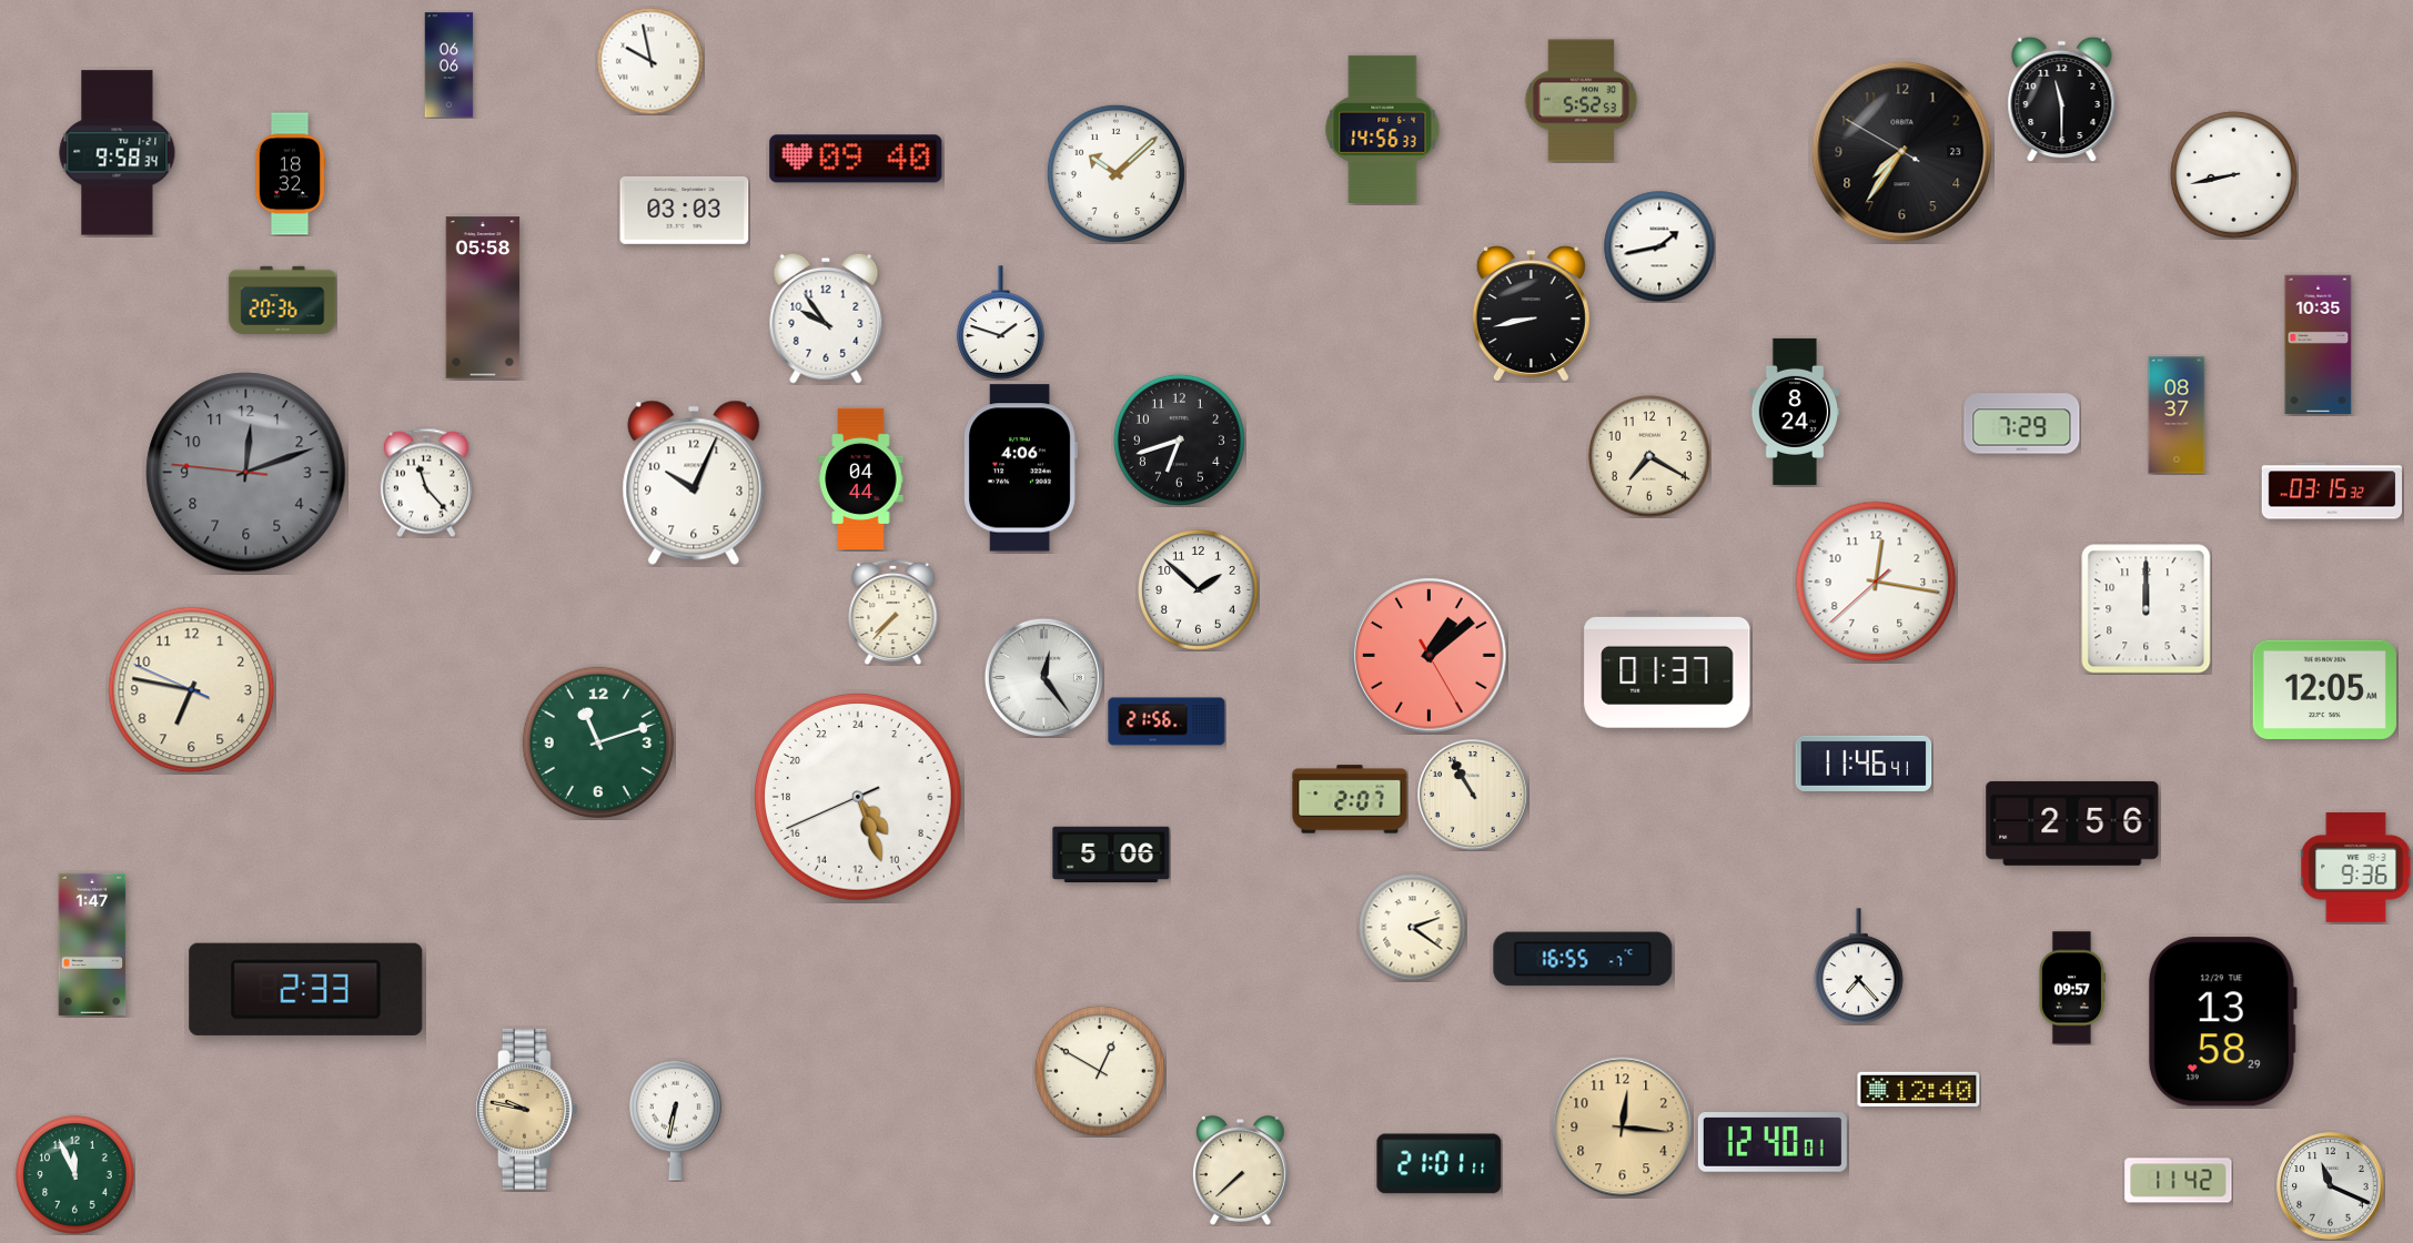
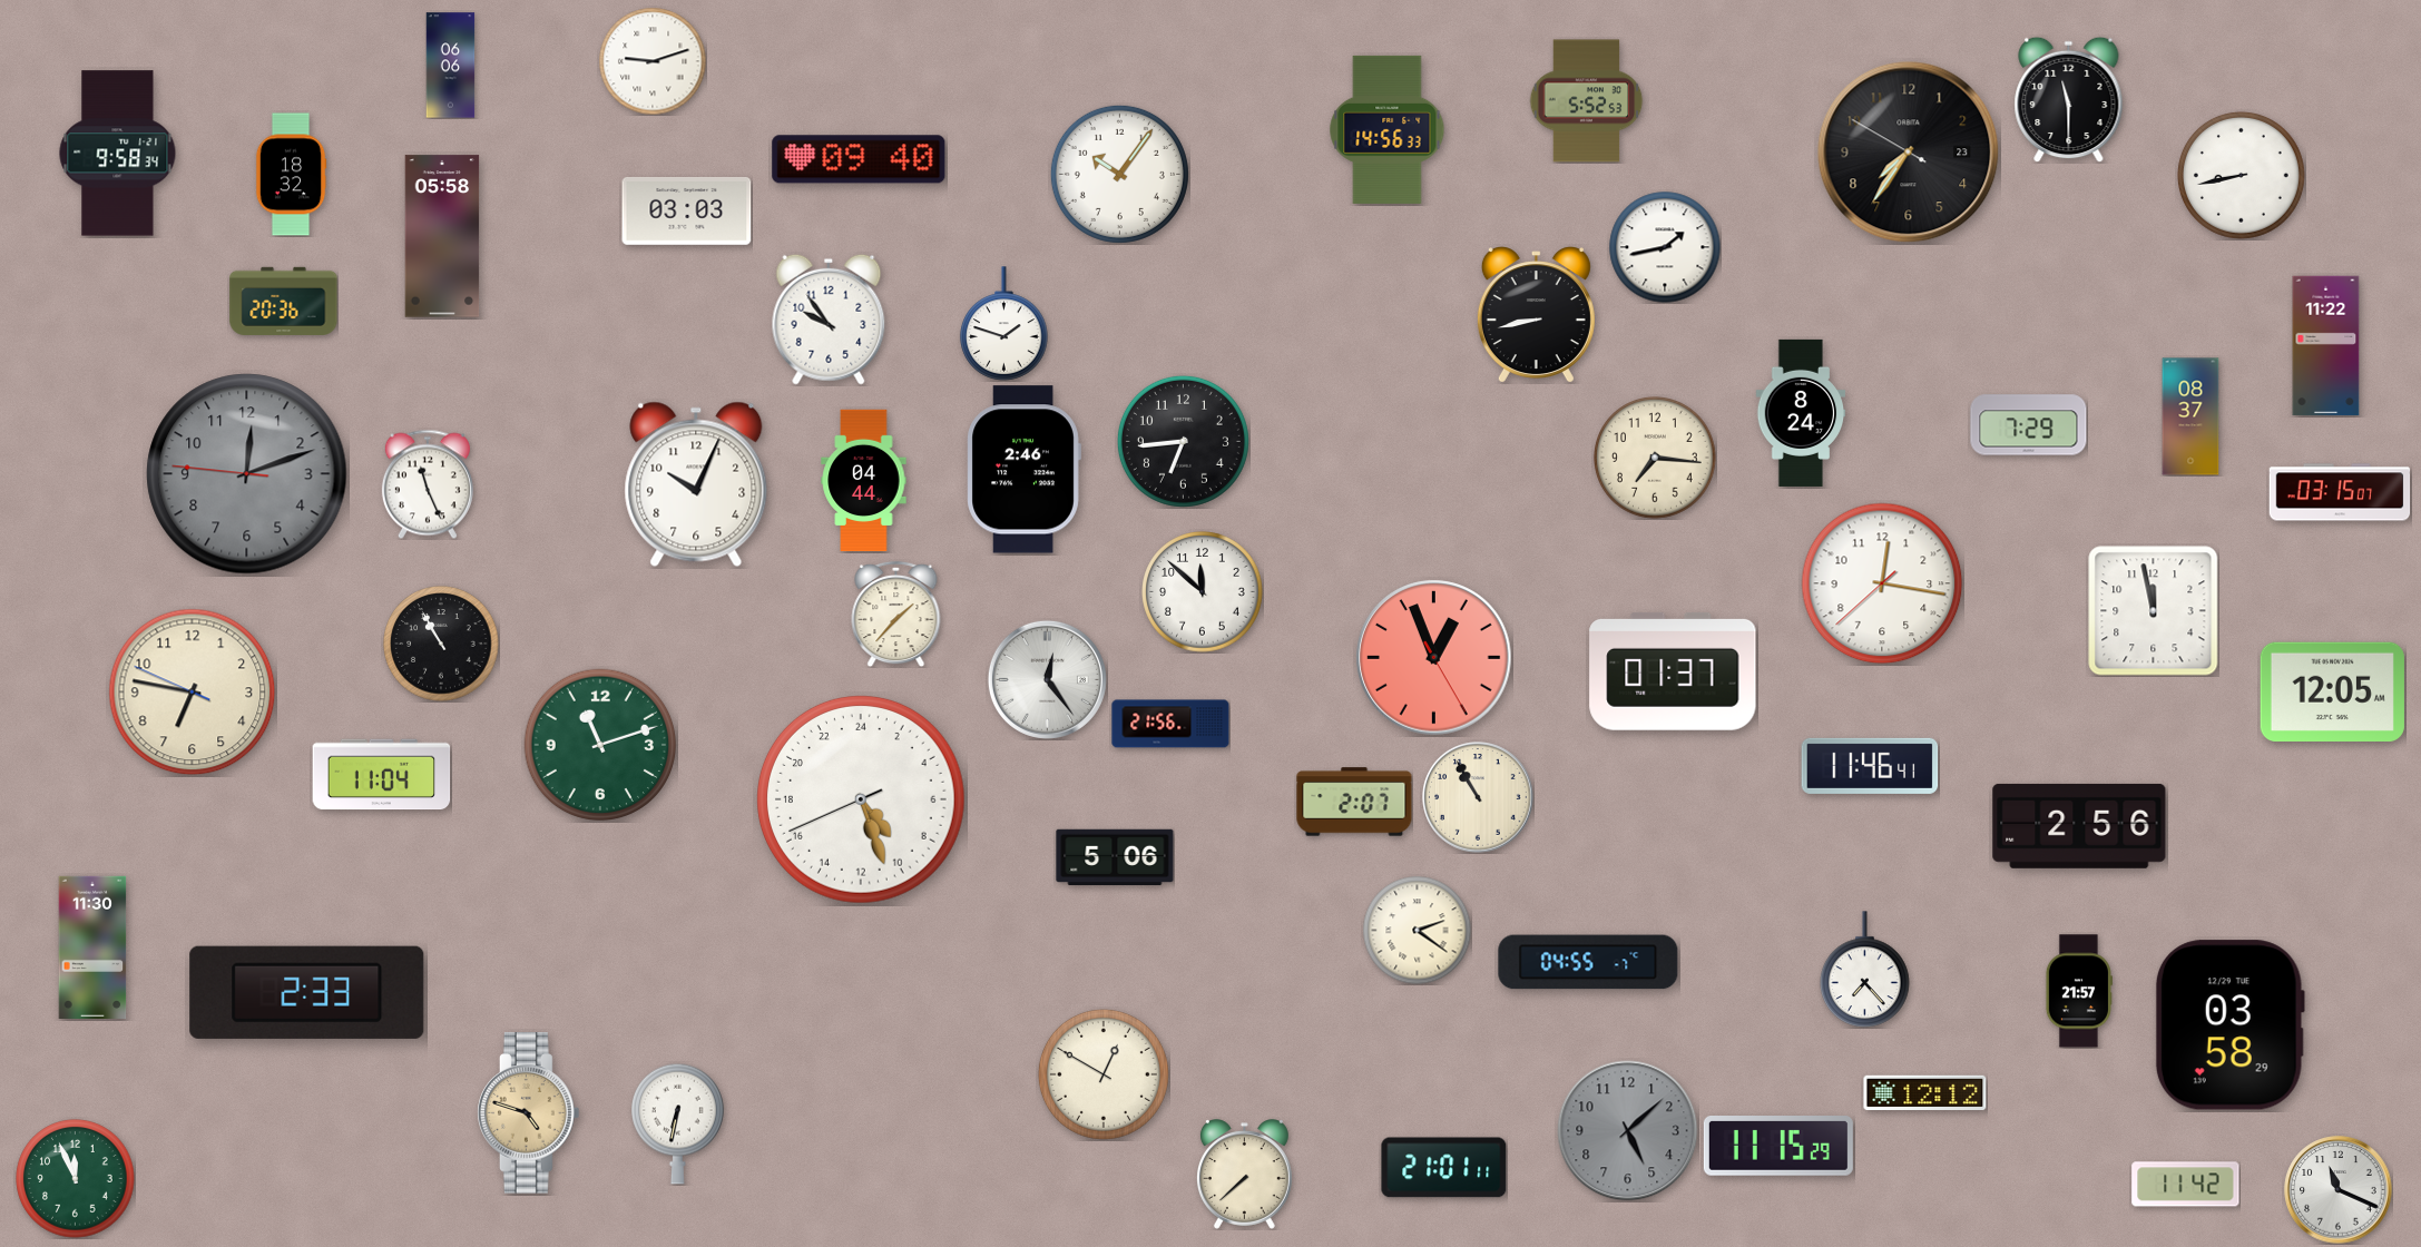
clock at (650, 61): 9:58 -> 9:12
clock at (1115, 173): 10:08 -> 10:06
clock at (483, 297) position: (483, 297) -> (442, 236)
clock at (2319, 345): 10:35 -> 11:22
clock at (2177, 415) position: (2177, 415) -> (2190, 416)
clock at (1179, 439): 6:42 -> 6:44
clock at (1649, 456): 7:20 -> 7:16
clock at (1020, 468): 4:06 -> 2:46
clock at (426, 483): 11:23 -> 11:26
clock at (2332, 491): 03:15:32 -> 03:15:07
clock at (1199, 590): 1:52 -> 11:52
clock at (2147, 609): 12:00 -> 11:58
clock at (893, 612): 7:37 -> 1:37
clock at (441, 644): none -> 10:55
clock at (1430, 656): 1:08 -> 12:56
clock at (382, 775): none -> 11:04
clock at (2355, 867): 9:36 -> none
clock at (92, 943): 1:47 -> 11:30
clock at (1583, 959): 16:55 -> 04:55
clock at (2071, 988): 09:57 -> 21:57
clock at (2222, 1022): 13:58 -> 03:58
clock at (1919, 1089): 12:40 -> 12:12
clock at (527, 1110): 9:47 -> 4:48
clock at (1623, 1128): 12:16 -> 5:08
clock at (1623, 1128) dial: champagne -> grey
clock at (1773, 1143): 12:40 -> 11:15
